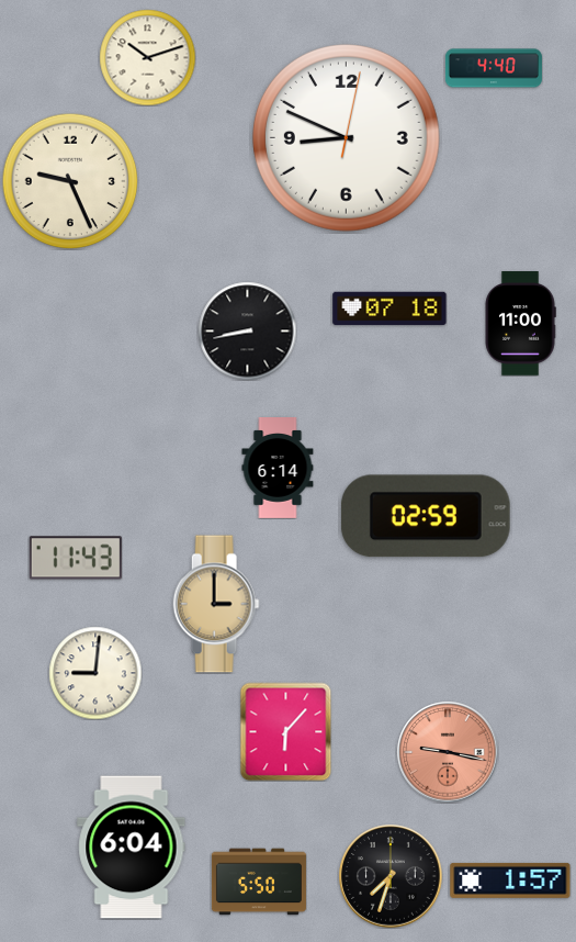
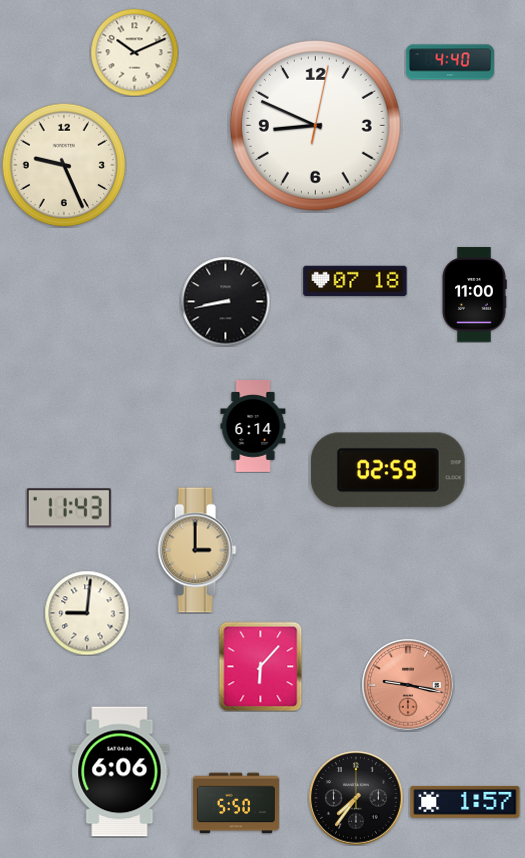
clock at (147, 57): 10:12 -> 10:11
clock at (132, 848): 6:04 -> 6:06
clock at (391, 876): 7:33 -> 7:36
